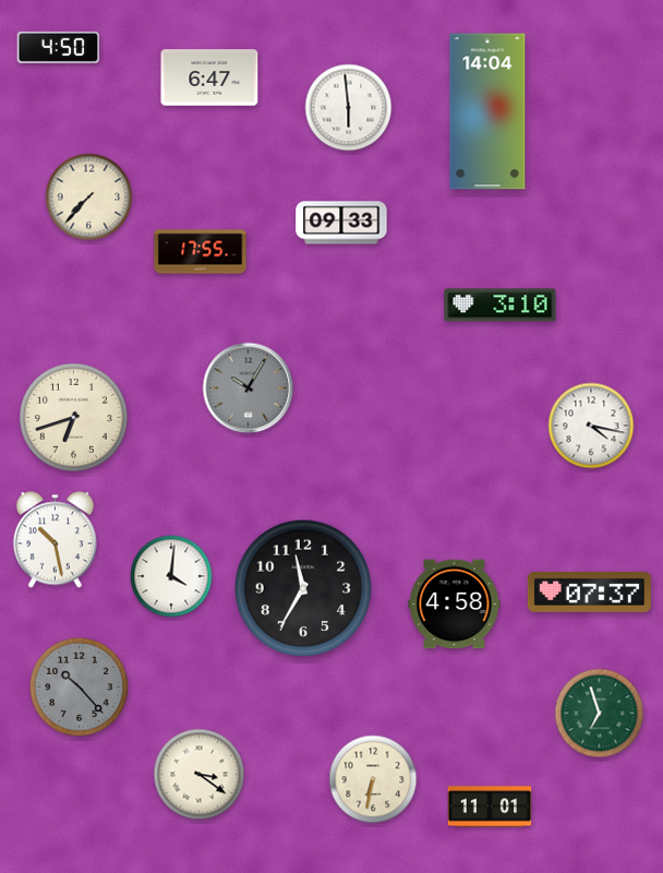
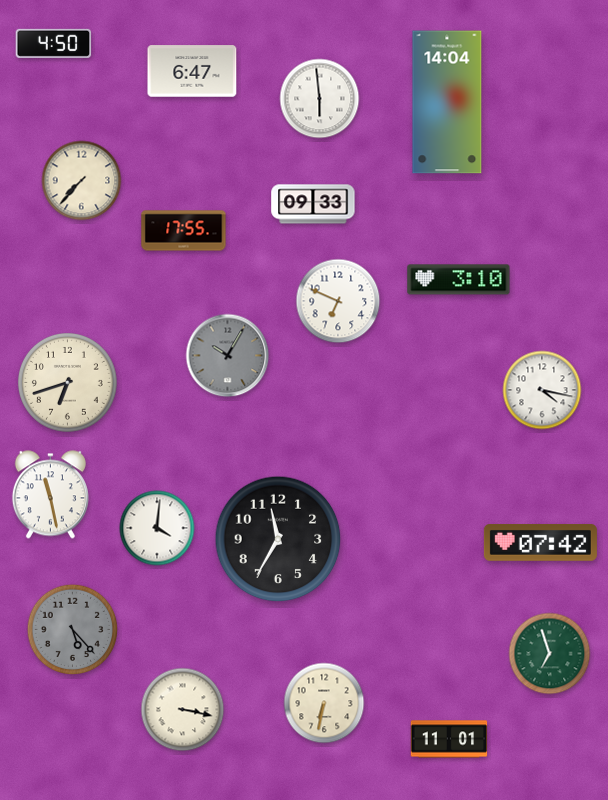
clock at (338, 301): none -> 6:49
clock at (55, 540): 10:28 -> 11:28
clock at (589, 593): 07:37 -> 07:42
clock at (455, 605): 4:58 -> none
clock at (80, 687): 10:23 -> 5:23
clock at (200, 775): 3:21 -> 3:17
clock at (373, 779) position: (373, 779) -> (324, 703)
